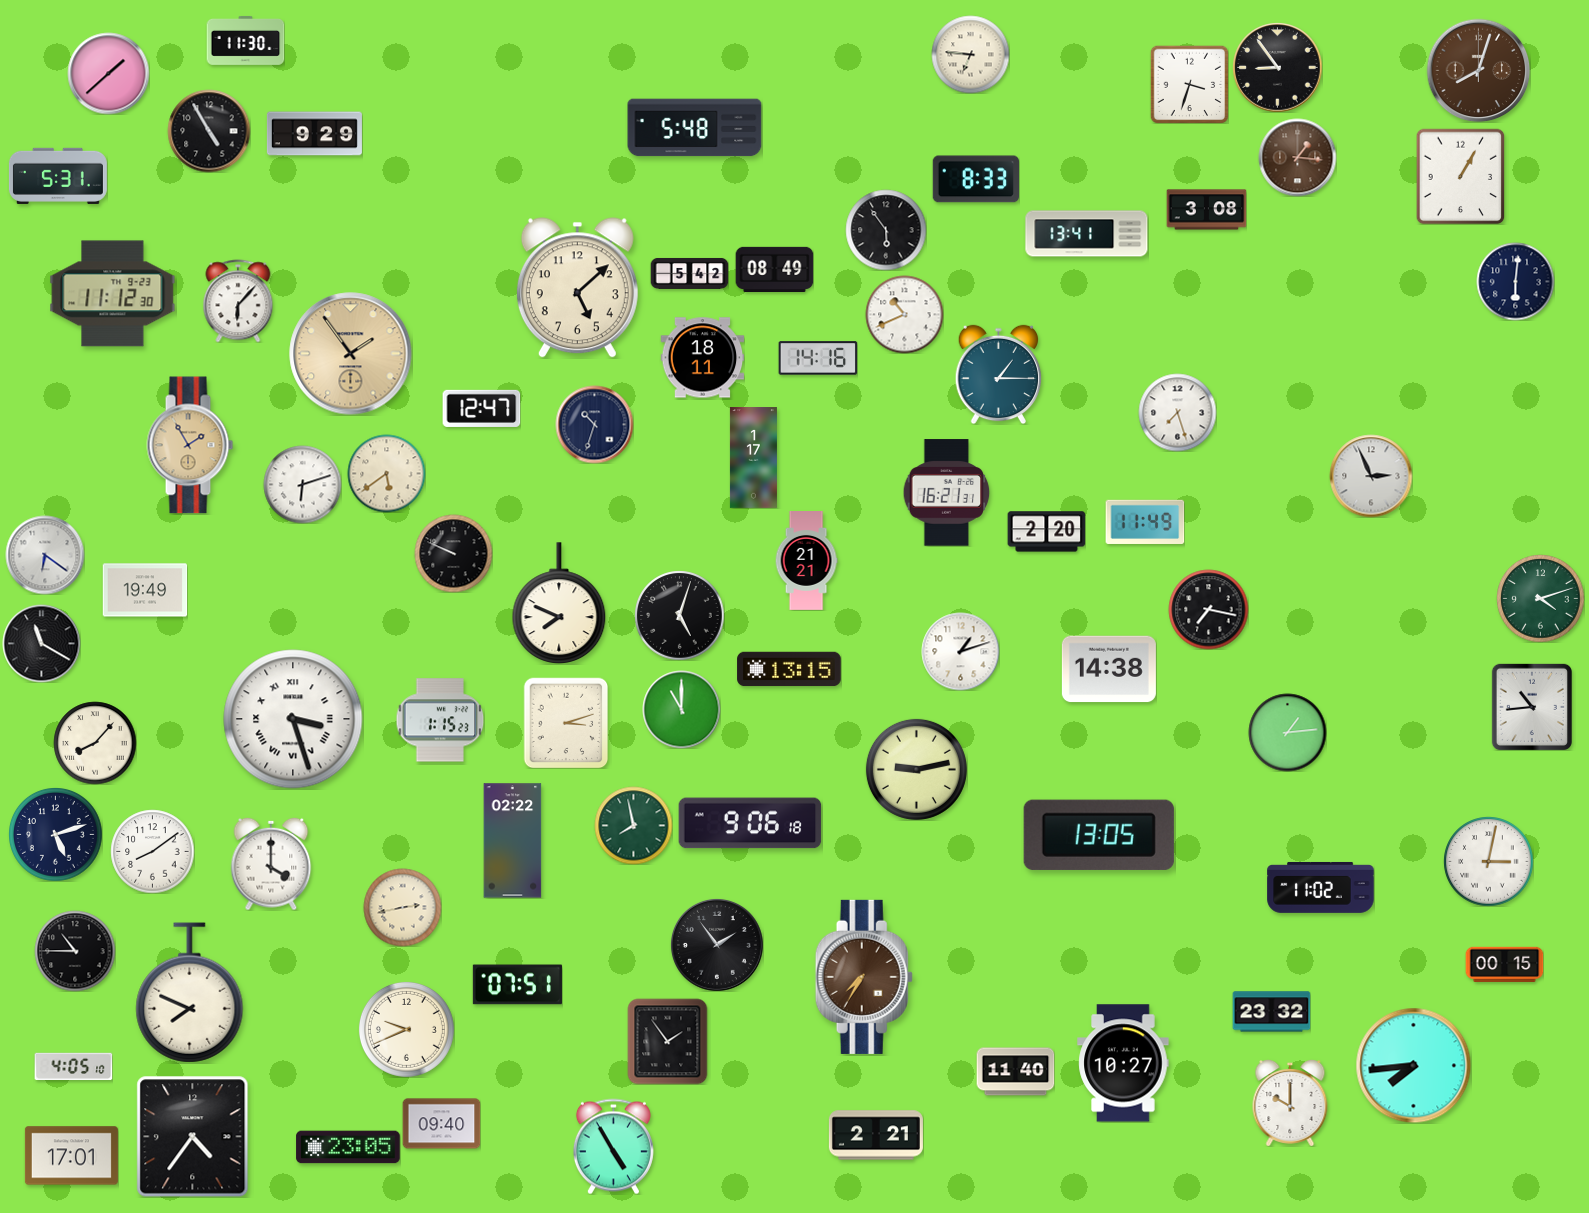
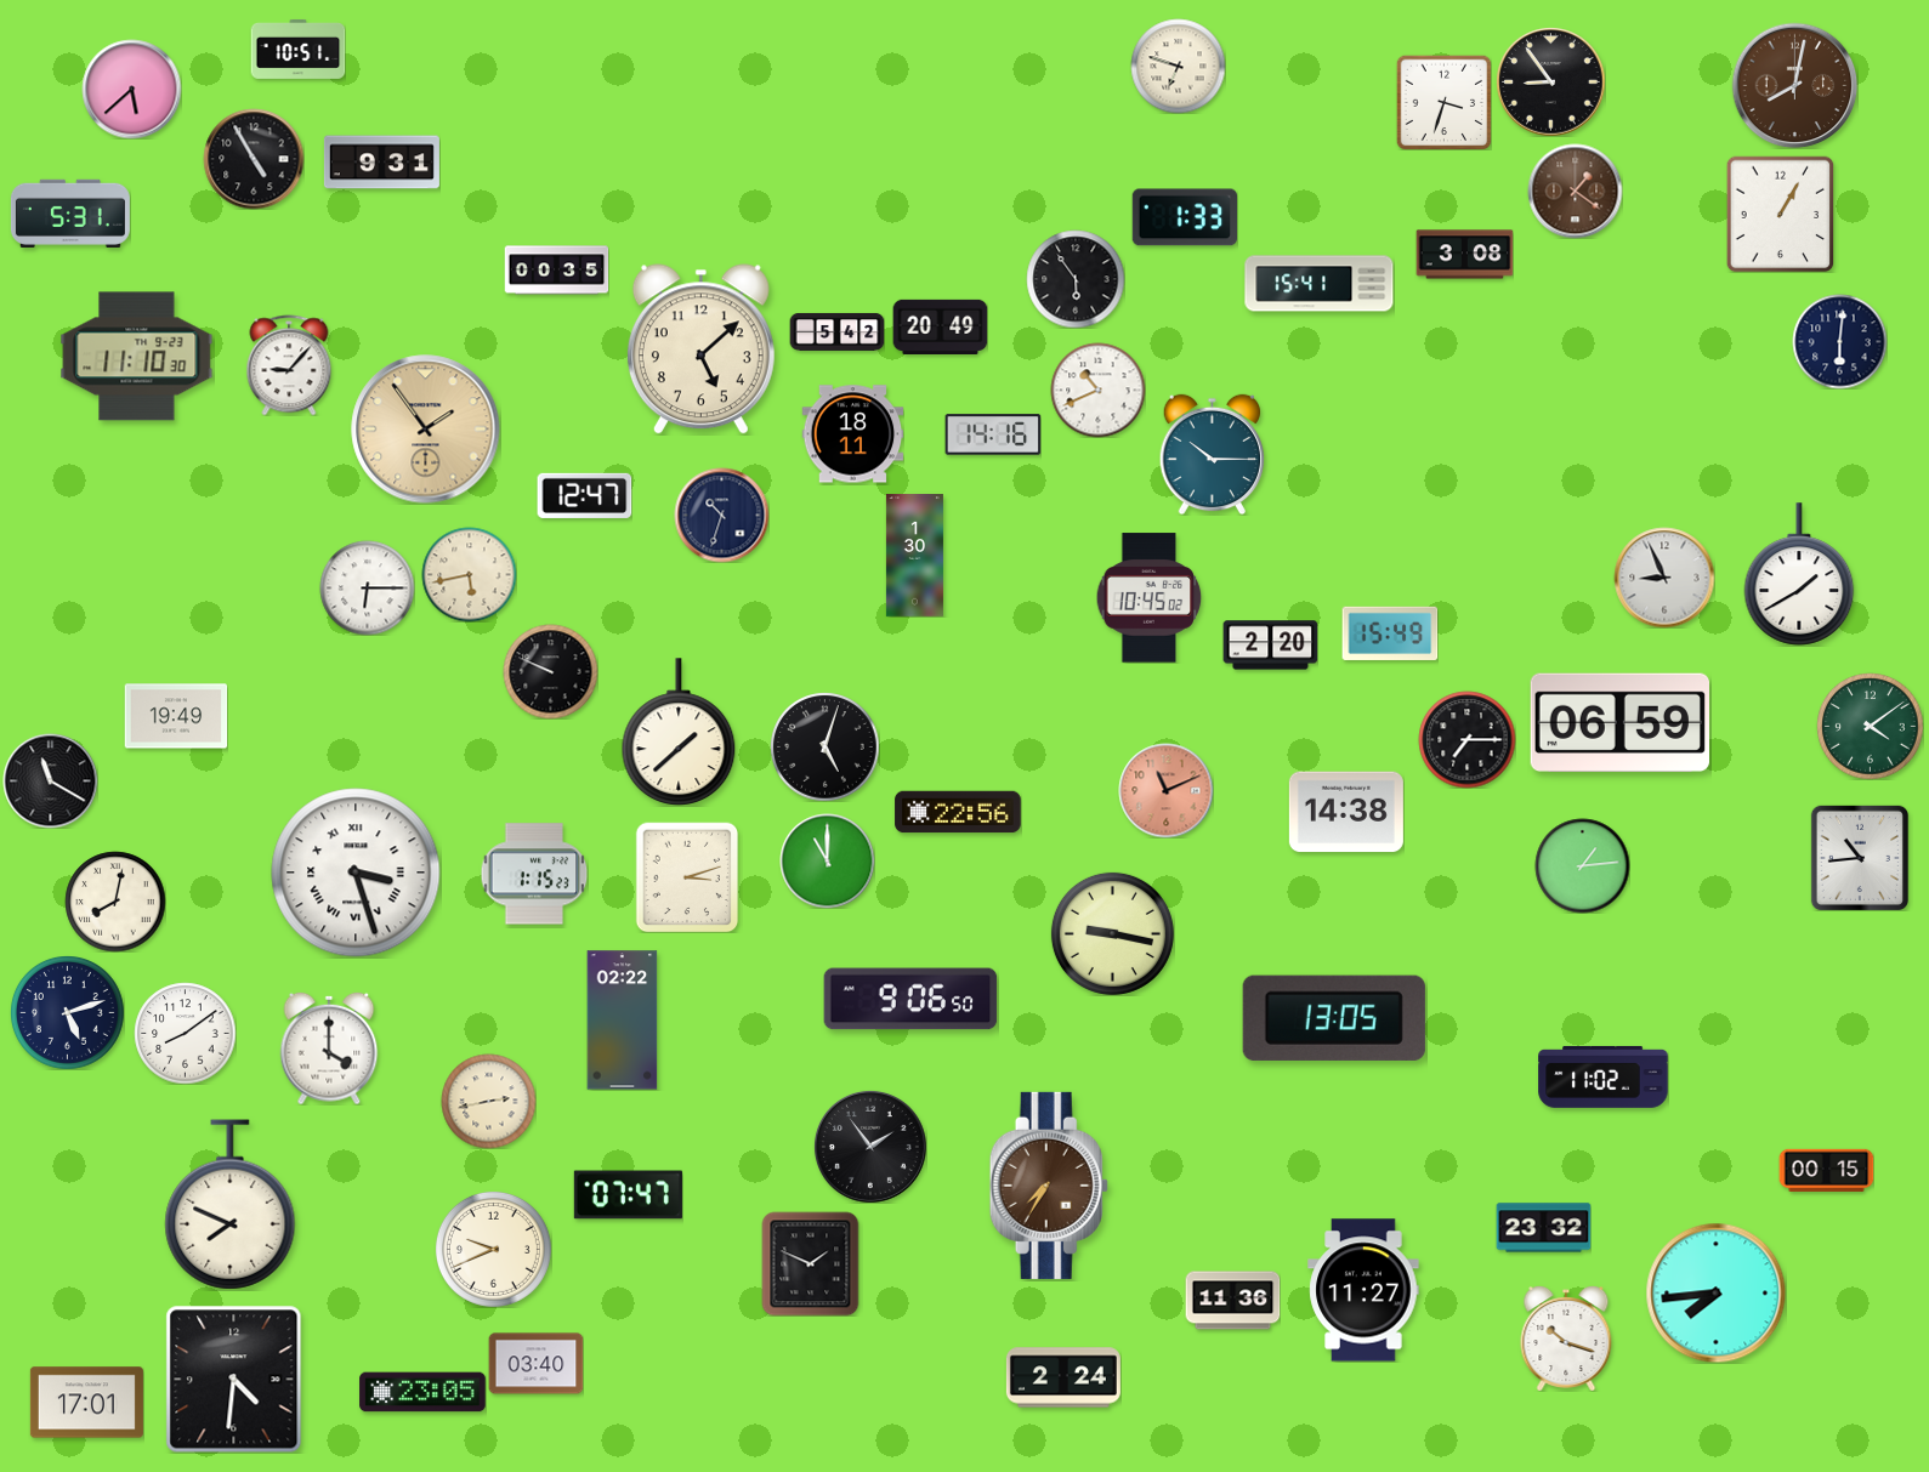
clock at (245, 40): 11:30 -> 10:51
clock at (970, 54): 6:46 -> 6:48
clock at (1478, 70): 8:03 -> 8:02
clock at (108, 73): 1:38 -> 5:38
clock at (695, 128): 5:48 -> none
clock at (314, 134): 9:29 -> 9:31
clock at (1297, 157): 1:16 -> 1:21
clock at (1461, 176) position: (1461, 176) -> (1781, 214)
clock at (975, 179): 8:33 -> 1:33
clock at (556, 271): none -> 00:35
clock at (1087, 234): 13:41 -> 15:41
clock at (774, 270): 08:49 -> 20:49
clock at (113, 294): 11:12 -> 11:10
clock at (238, 301): 6:07 -> 9:07
clock at (904, 314) position: (904, 314) -> (1097, 390)
clock at (999, 374): 1:15 -> 10:15
clock at (1177, 412): 7:27 -> none
clock at (190, 445): 1:55 -> none
clock at (753, 458): 1:17 -> 1:30
clock at (386, 473): 5:39 -> 5:43
clock at (1799, 574): none -> 1:40
clock at (1371, 476): 2:56 -> 8:56
clock at (302, 484): 6:12 -> 6:15
clock at (947, 493): 16:21 -> 10:45
clock at (1145, 521): 11:49 -> 15:49
clock at (45, 555): 6:21 -> none
clock at (806, 561): 21:21 -> none
clock at (1619, 722): none -> 06:59
clock at (1540, 598): 4:12 -> 4:09
clock at (559, 603): 7:49 -> 1:38
clock at (1208, 609): 7:17 -> 7:15
clock at (960, 651): 1:12 -> 11:11
clock at (960, 651) dial: white -> salmon
clock at (789, 669): 13:15 -> 22:56
clock at (1287, 732) position: (1287, 732) -> (1582, 865)
clock at (95, 743): 8:07 -> 8:02
clock at (916, 769): 9:13 -> 9:17
clock at (750, 823): 9:06:18 -> 9:06:50
clock at (633, 825): 7:58 -> none
clock at (1099, 835) position: (1099, 835) -> (1334, 1018)
clock at (1488, 861): 3:02 -> none
clock at (75, 951): 10:45 -> none
clock at (517, 985): 07:51 -> 07:47
clock at (668, 1041): 1:54 -> 1:49
clock at (1123, 1063): 10:27 -> 11:27
clock at (73, 1066): 4:05 -> none
clock at (1015, 1072): 11:40 -> 11:36
clock at (1290, 1103): 10:00 -> 10:18
clock at (441, 1124): 09:40 -> 03:40
clock at (876, 1135): 2:21 -> 2:24
clock at (193, 1137): 4:36 -> 4:31
clock at (613, 1146): 4:55 -> none
